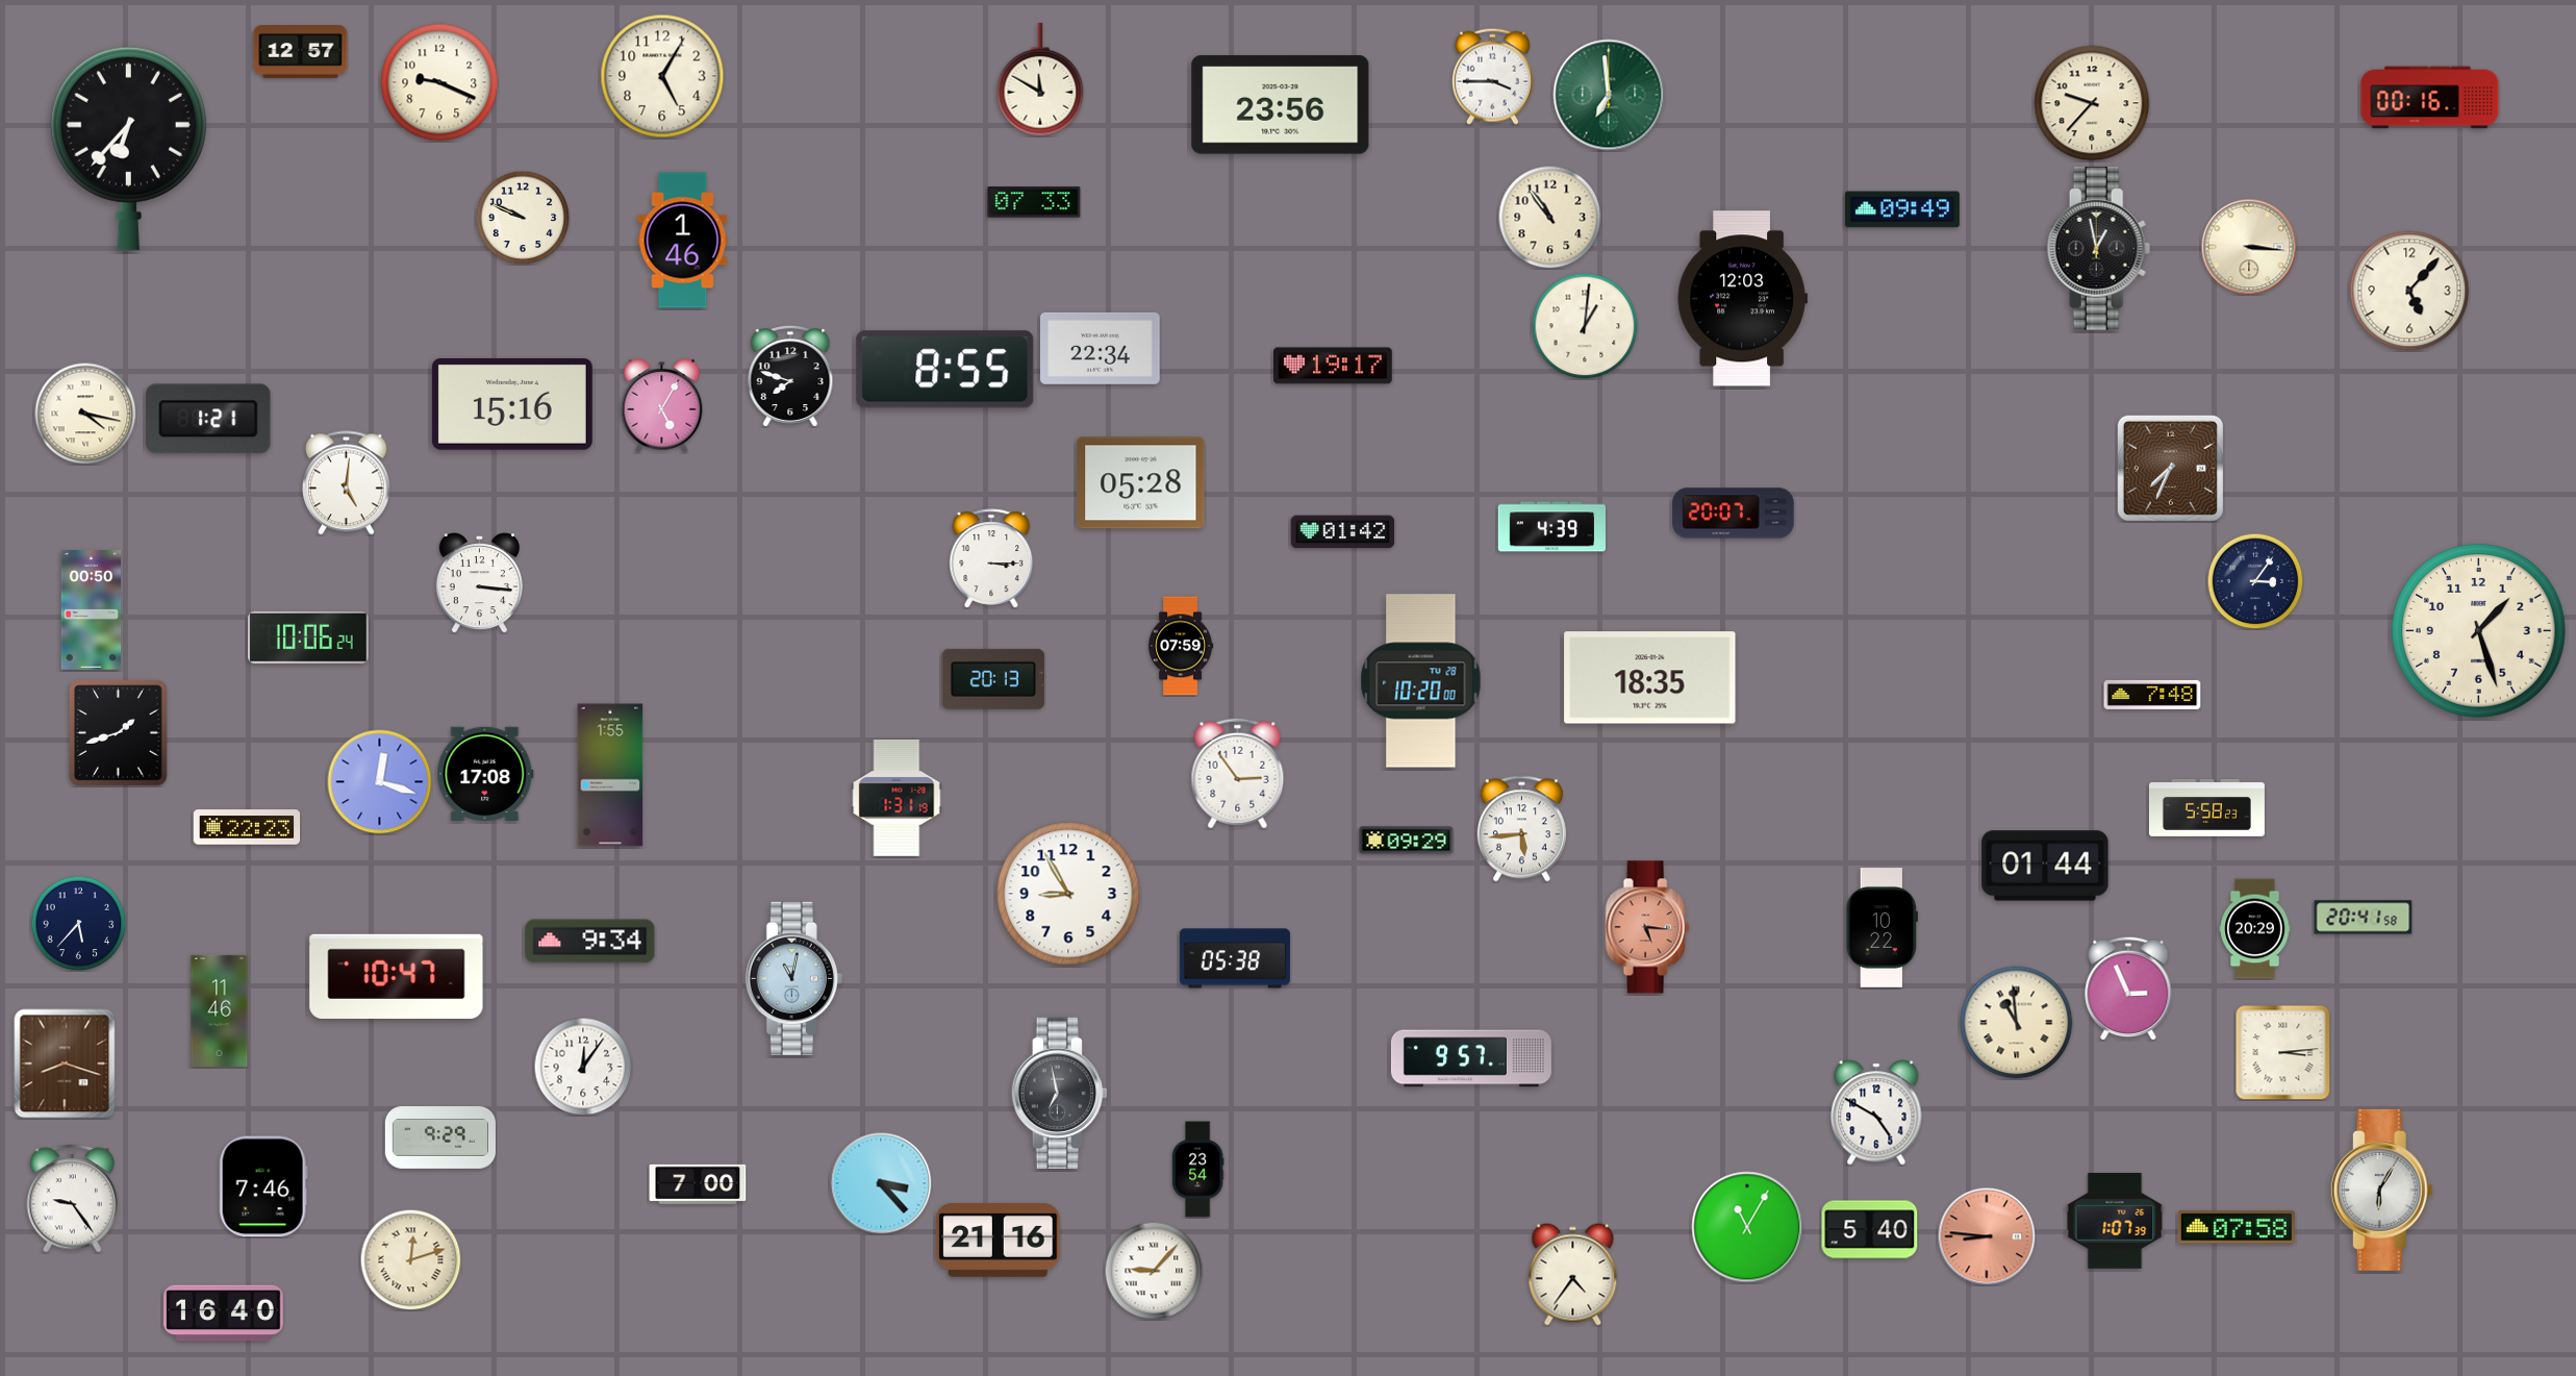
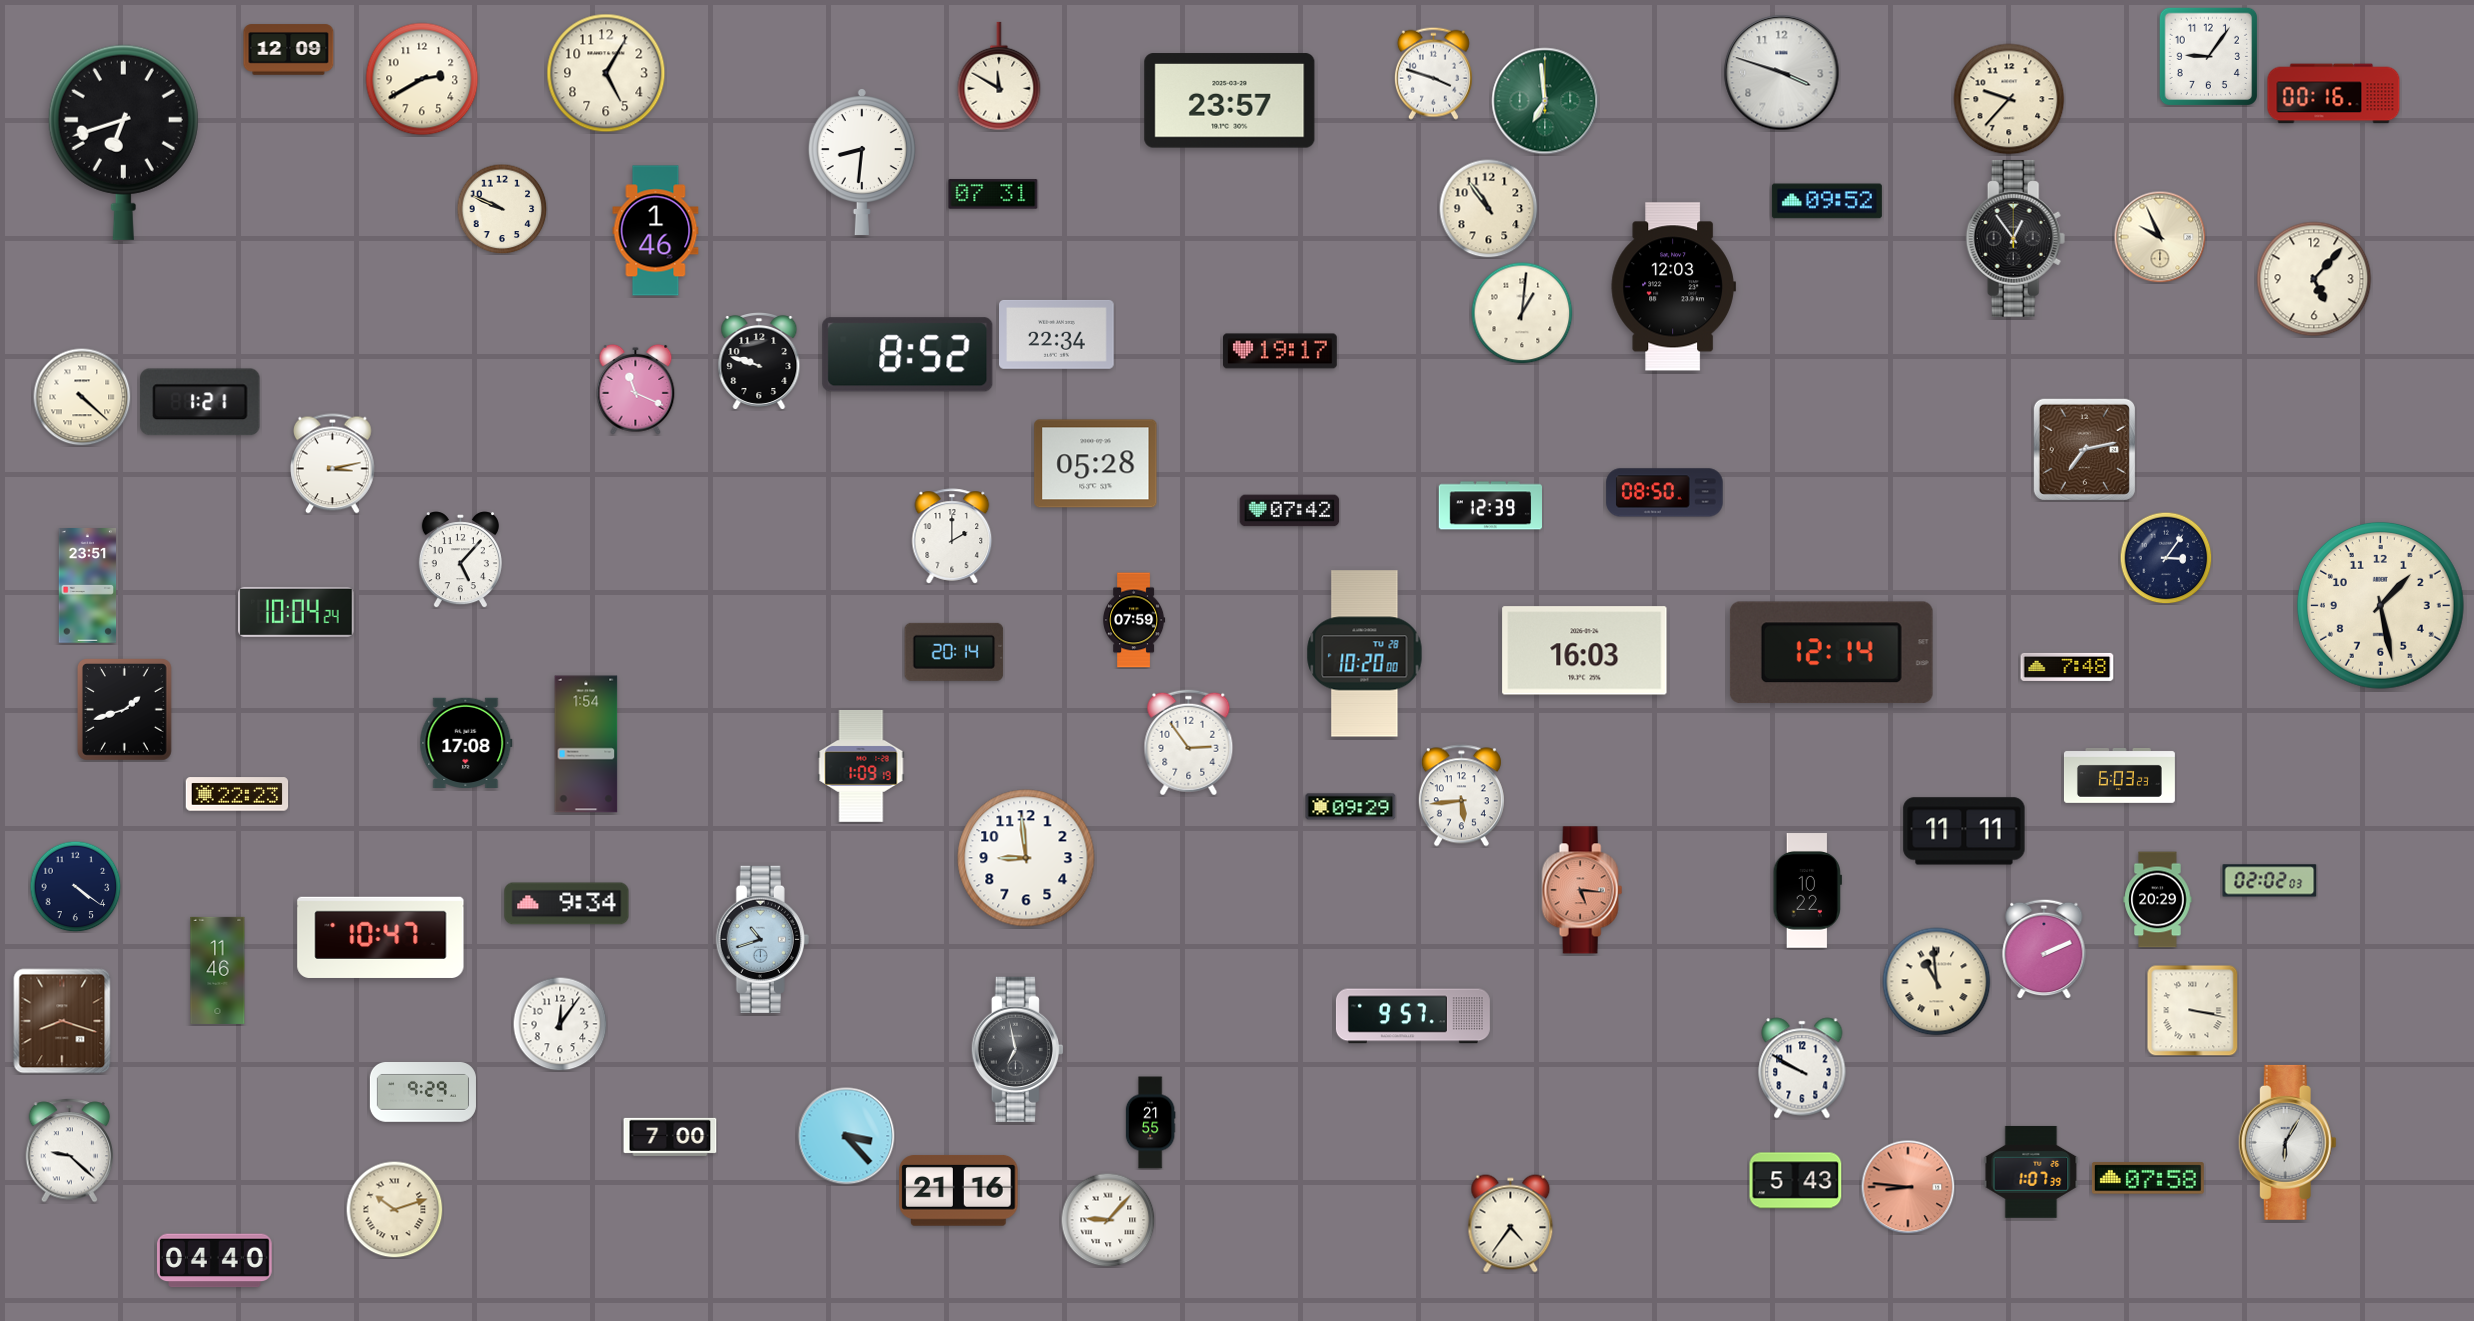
clock at (301, 52): 12:57 -> 12:09
clock at (2208, 56): none -> 9:06
clock at (662, 76) position: (662, 76) -> (606, 73)
clock at (1492, 76): 3:45 -> 3:48
clock at (1782, 73): none -> 3:48
clock at (439, 82): 9:19 -> 2:40
clock at (1609, 95) position: (1609, 95) -> (1545, 101)
clock at (1281, 105): 23:56 -> 23:57
clock at (128, 148): 6:37 -> 6:42
clock at (862, 162): none -> 8:31
clock at (1034, 202): 07:33 -> 07:31
clock at (1902, 209): 09:49 -> 09:52
clock at (2249, 247): 3:16 -> 9:56
clock at (2099, 248): 12:58 -> 12:54
clock at (945, 370): 8:55 -> 8:52
clock at (790, 377): 7:48 -> 9:48
clock at (512, 404): 15:16 -> none
clock at (662, 405): 5:05 -> 11:19
clock at (85, 414): 4:17 -> 4:22
clock at (2170, 468): 7:34 -> 7:13
clock at (347, 483): 5:01 -> 3:13
clock at (1734, 514): 20:07 -> 08:50
clock at (1551, 527): 4:39 -> 12:39
clock at (1343, 532): 01:42 -> 07:42
clock at (991, 558): 3:15 -> 2:00
clock at (479, 583): 3:16 -> 5:07
clock at (92, 610): 00:50 -> 23:51
clock at (2478, 630): 1:27 -> 1:28
clock at (308, 637): 10:06 -> 10:04
clock at (1650, 678): 18:35 -> 16:03
clock at (993, 679): 20:13 -> 20:14
clock at (1831, 653): none -> 12:14
clock at (119, 733) position: (119, 733) -> (125, 710)
clock at (610, 775): 1:55 -> 1:54
clock at (380, 782): 12:18 -> none
clock at (896, 798): 1:31 -> 1:09
clock at (2206, 808): 5:58 -> 6:03
clock at (2045, 866): 01:44 -> 11:11
clock at (1068, 894): 8:55 -> 8:59
clock at (2364, 918): 20:41 -> 02:02
clock at (78, 923): 5:37 -> 4:21
clock at (2255, 929) position: (2255, 929) -> (2158, 900)
clock at (1235, 958): 05:38 -> none
clock at (793, 978): 11:02 -> 10:42
clock at (2128, 989): 2:56 -> 2:11
clock at (220, 1010) position: (220, 1010) -> (218, 970)
clock at (2283, 1053): 3:14 -> 3:17
clock at (1876, 1112): 4:50 -> 9:50
clock at (1197, 1170): 23:54 -> 21:55
clock at (263, 1186): 7:46 -> none
clock at (73, 1199): 9:24 -> 9:22
clock at (1747, 1227): 11:05 -> none
clock at (1870, 1230): 5:40 -> 5:43
clock at (410, 1259): 12:12 -> 10:12
clock at (224, 1314): 16:40 -> 04:40
